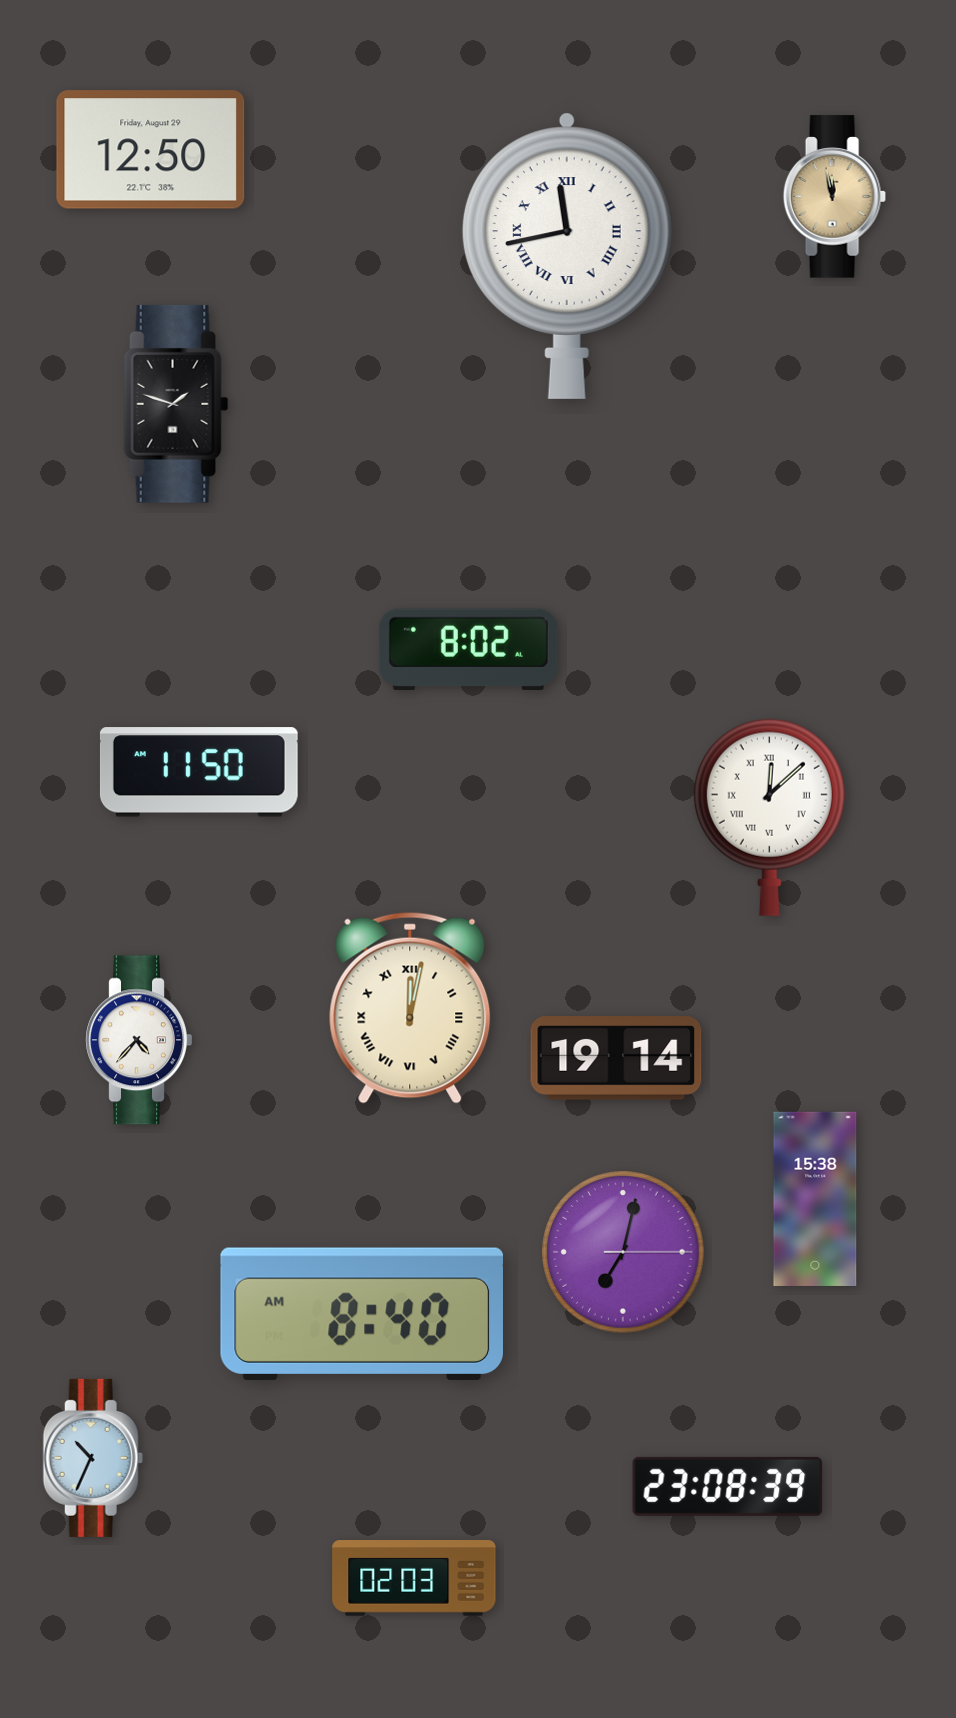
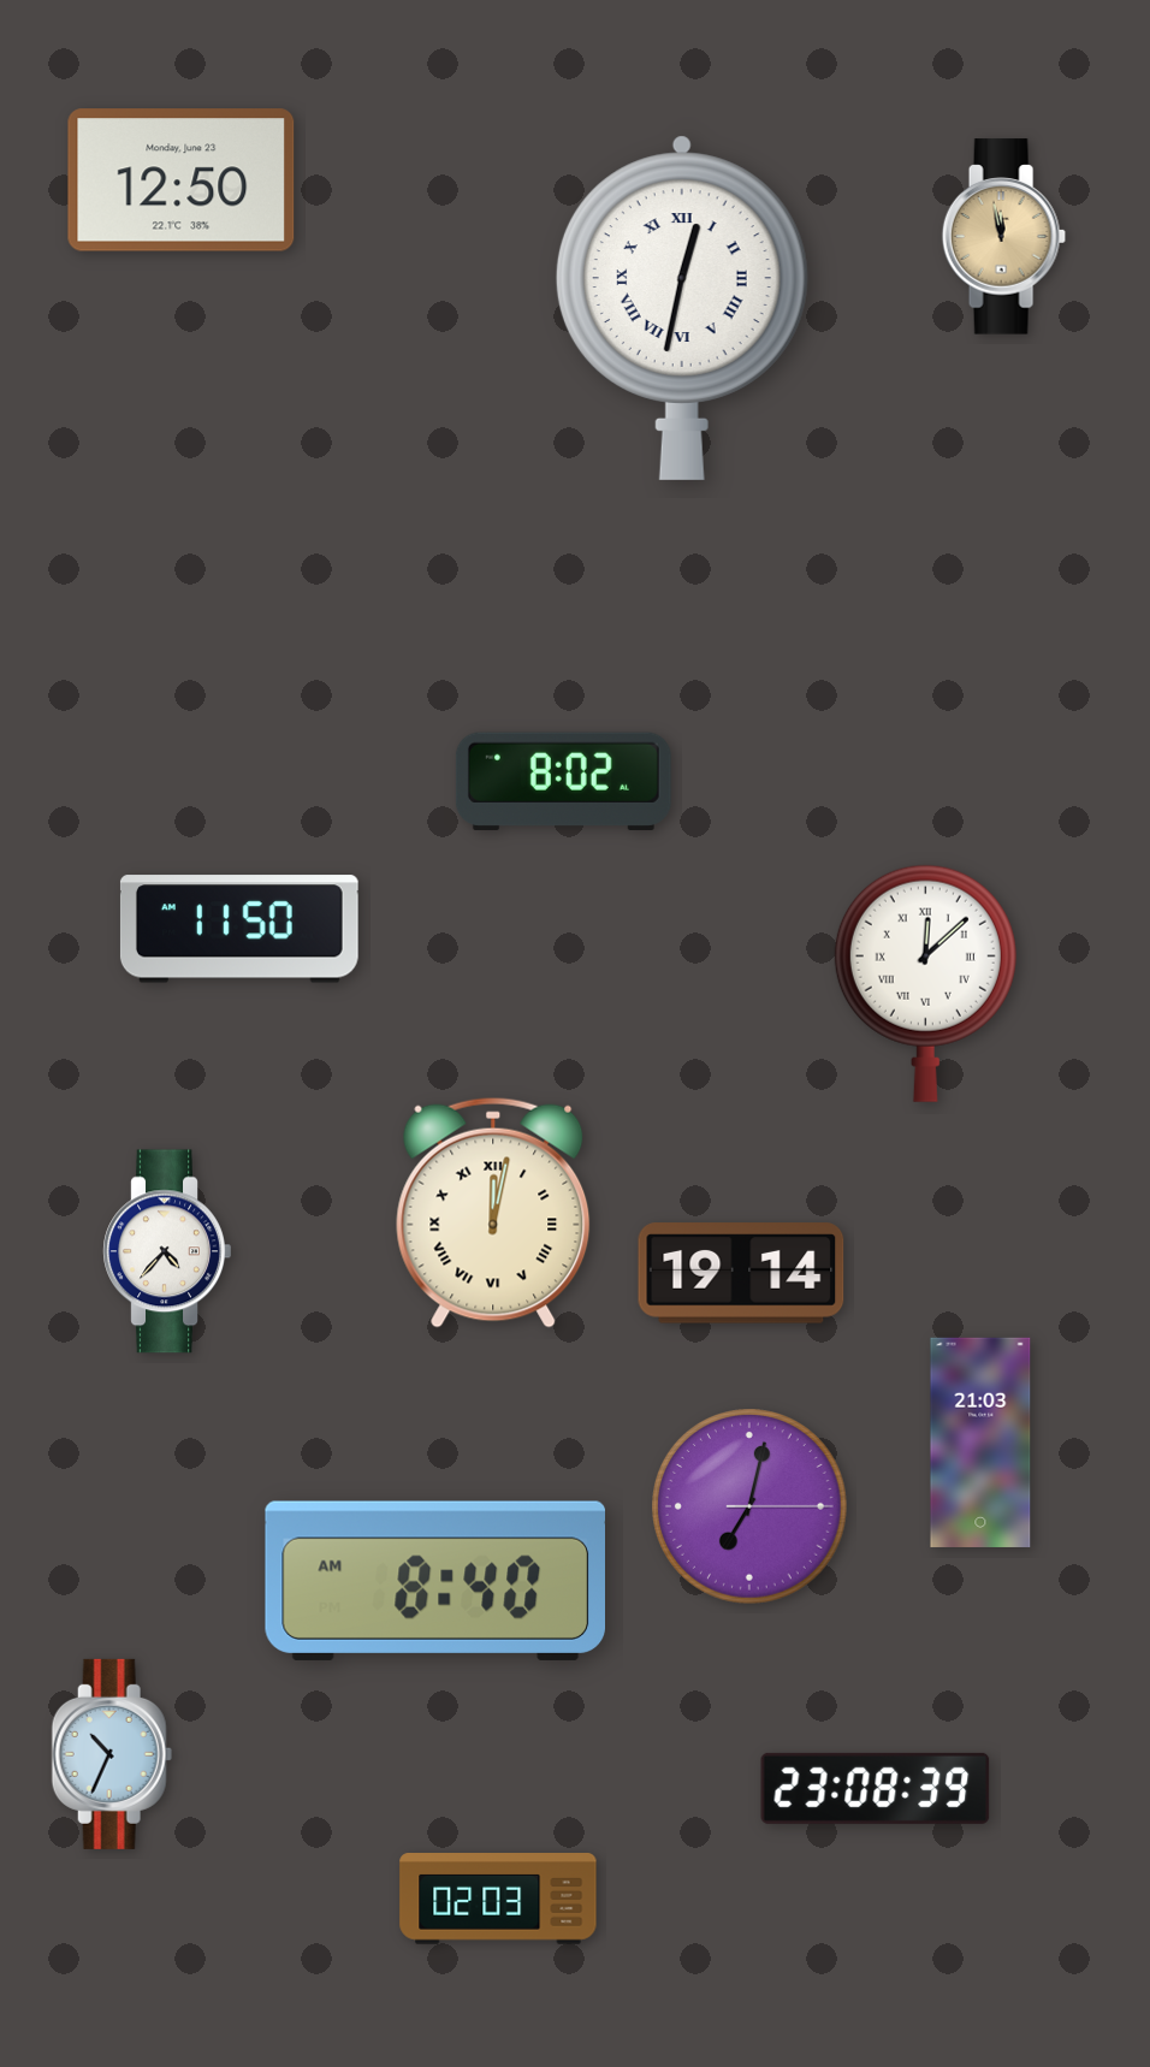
clock at (151, 150) date: Friday, August 29 -> Monday, June 23
clock at (567, 256): 11:43 -> 12:32
clock at (176, 404): 1:48 -> none
clock at (815, 1199): 15:38 -> 21:03
